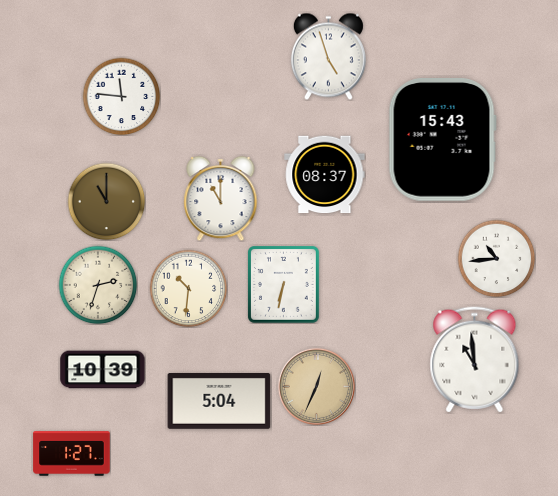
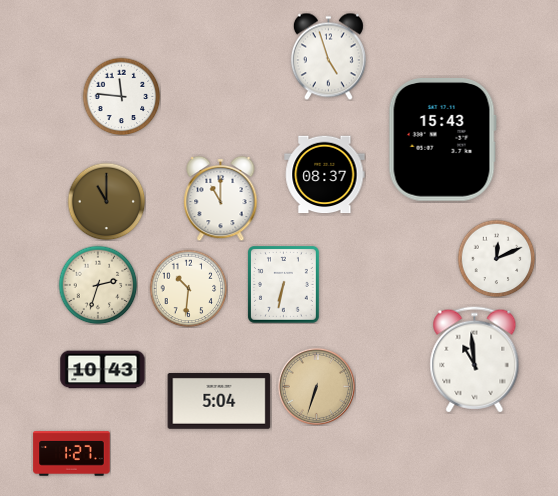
clock at (496, 258): 10:44 -> 12:11
clock at (103, 370): 10:39 -> 10:43
clock at (316, 386): 12:34 -> 6:33
